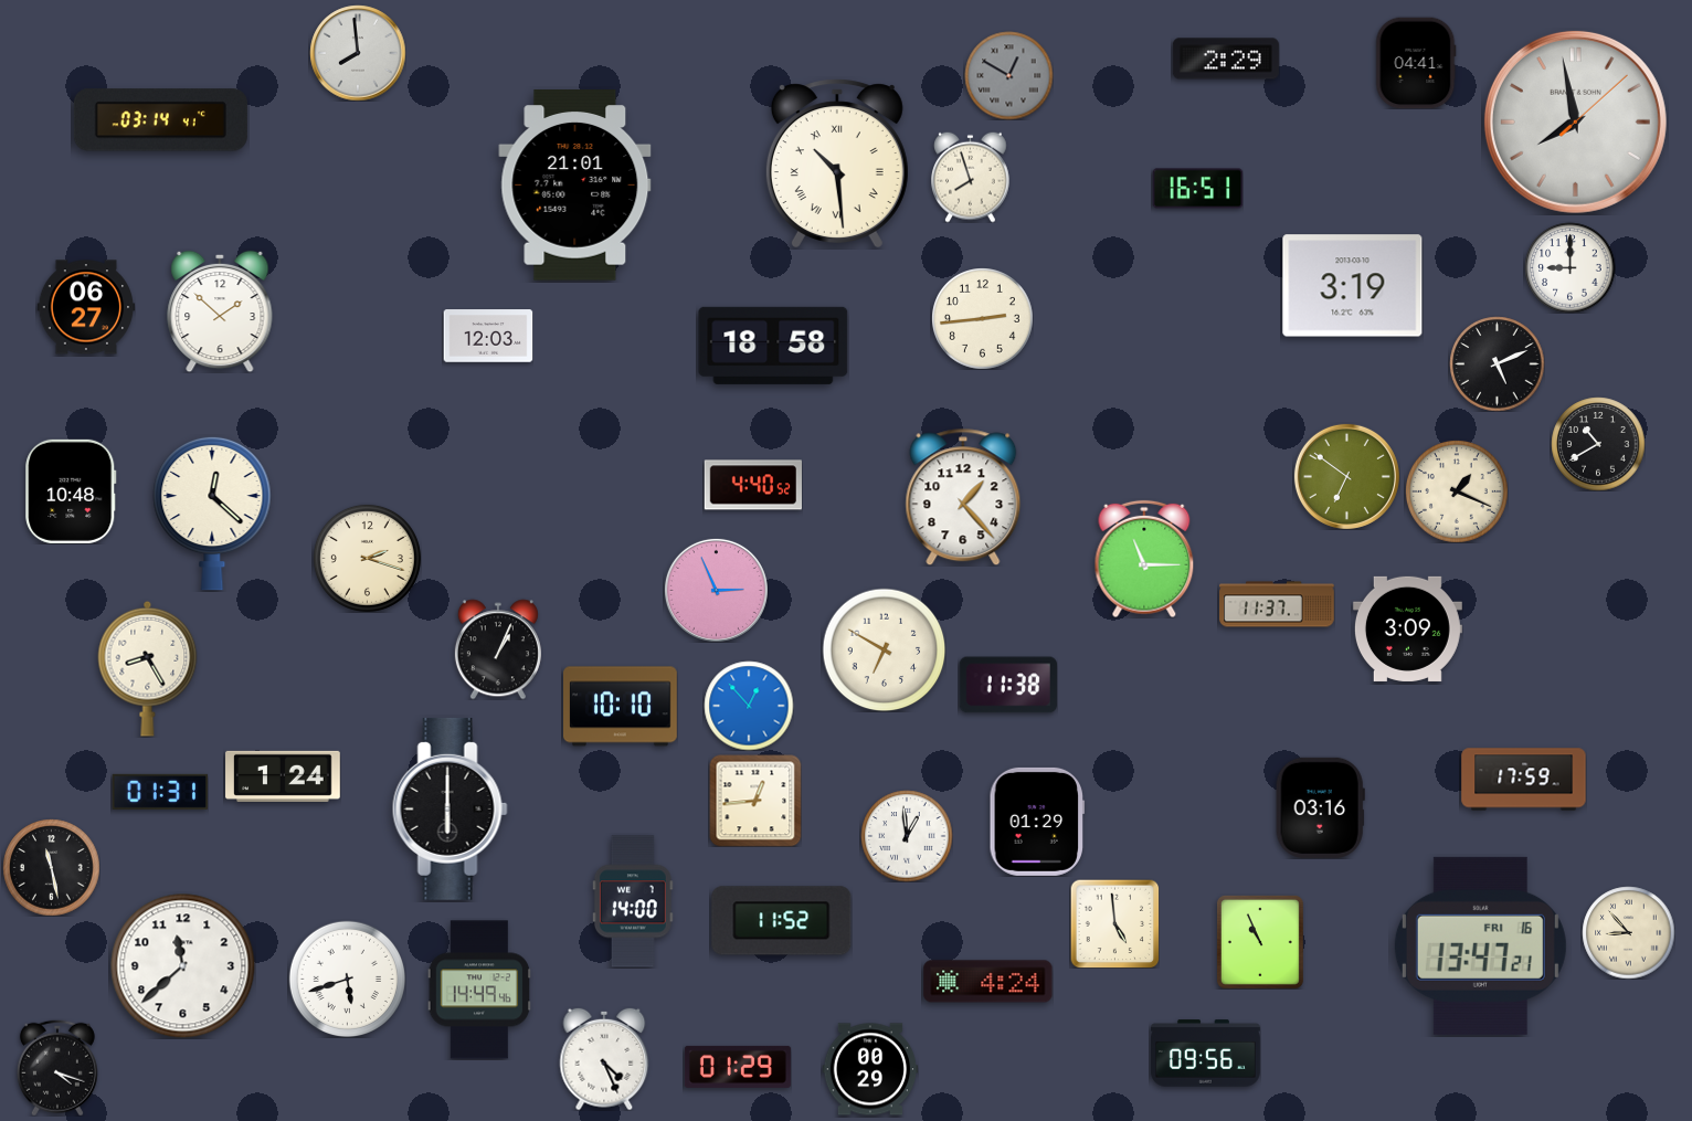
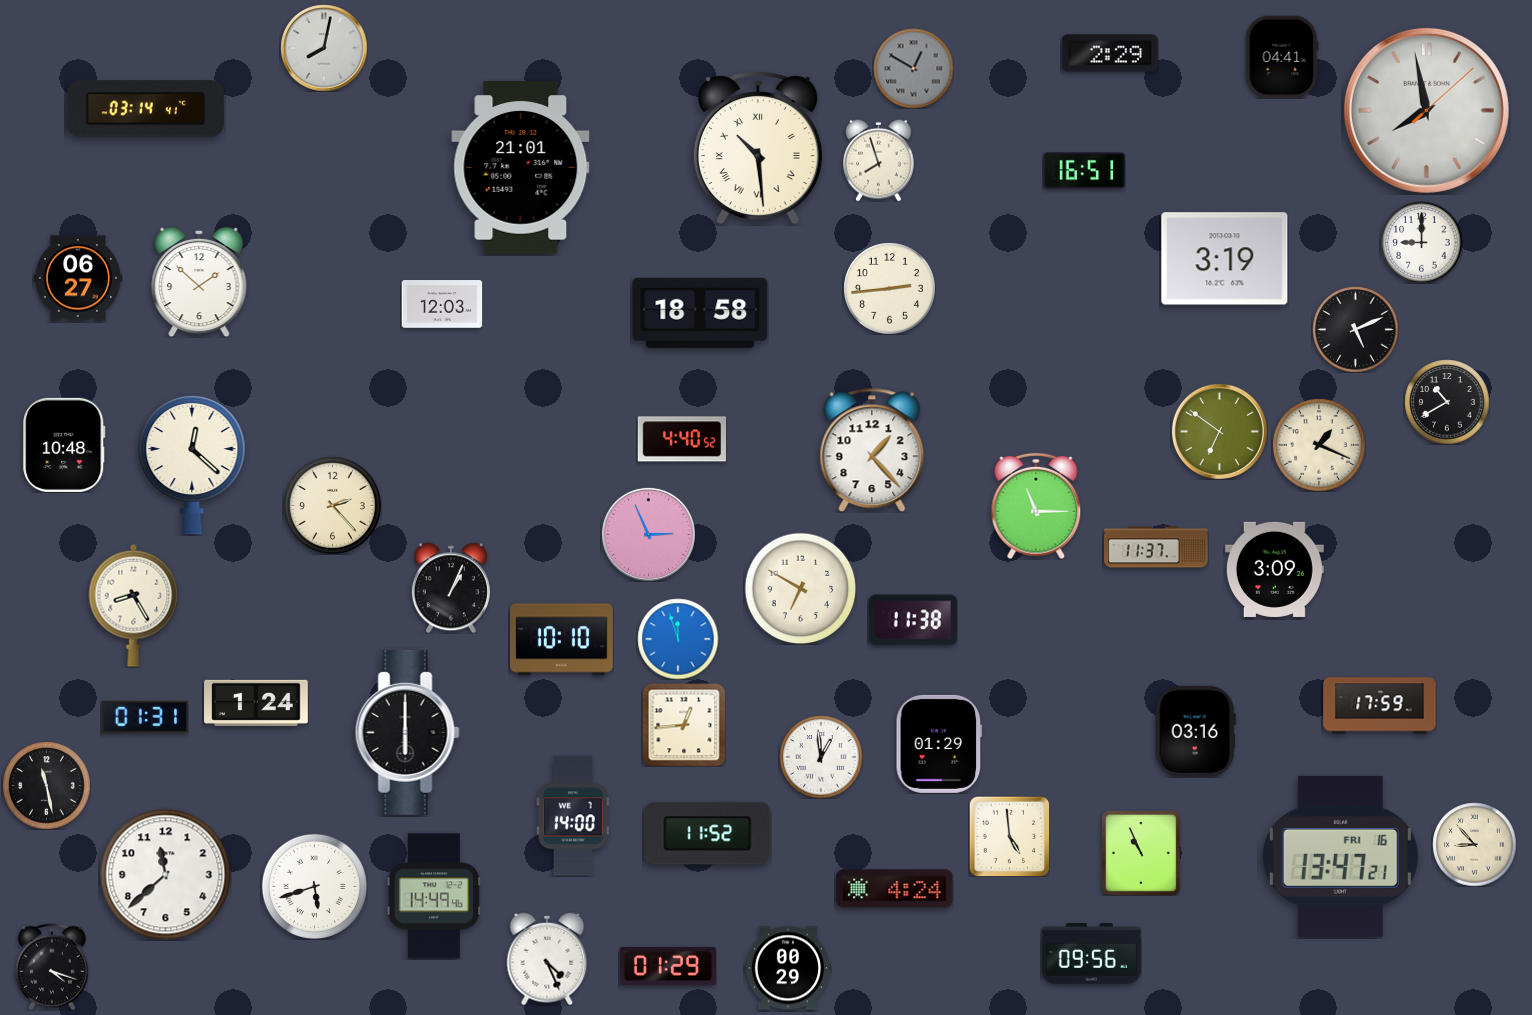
clock at (358, 53): 7:59 -> 8:02
clock at (367, 558): 2:18 -> 2:23
clock at (749, 706): 12:53 -> 11:57
